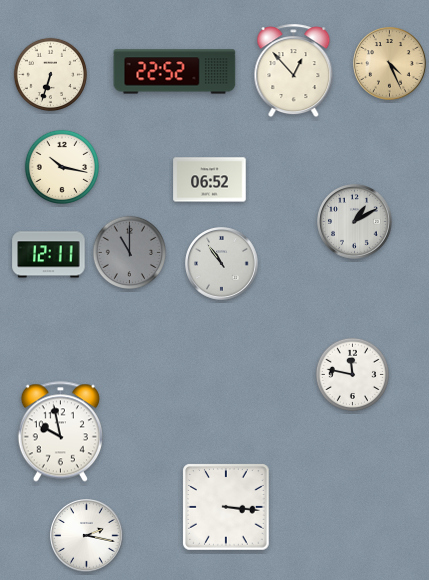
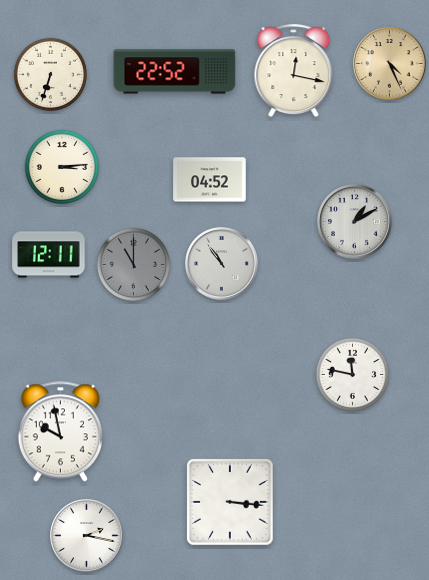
clock at (294, 71): 12:53 -> 12:17
clock at (62, 167): 10:17 -> 3:14
clock at (210, 180): 06:52 -> 04:52
clock at (129, 252) position: (129, 252) -> (133, 264)
clock at (226, 507) position: (226, 507) -> (230, 502)
